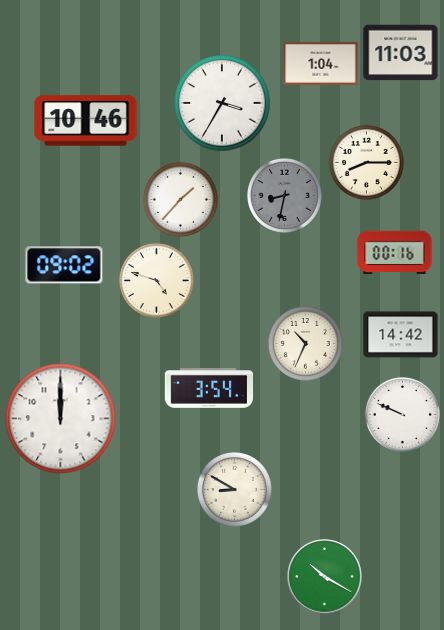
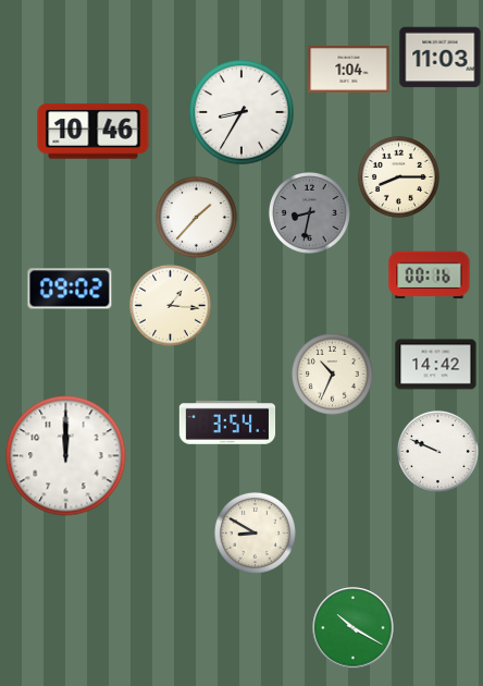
clock at (401, 53) position: (401, 53) -> (441, 58)
clock at (222, 103): 3:35 -> 8:35
clock at (156, 280): 4:48 -> 1:16
